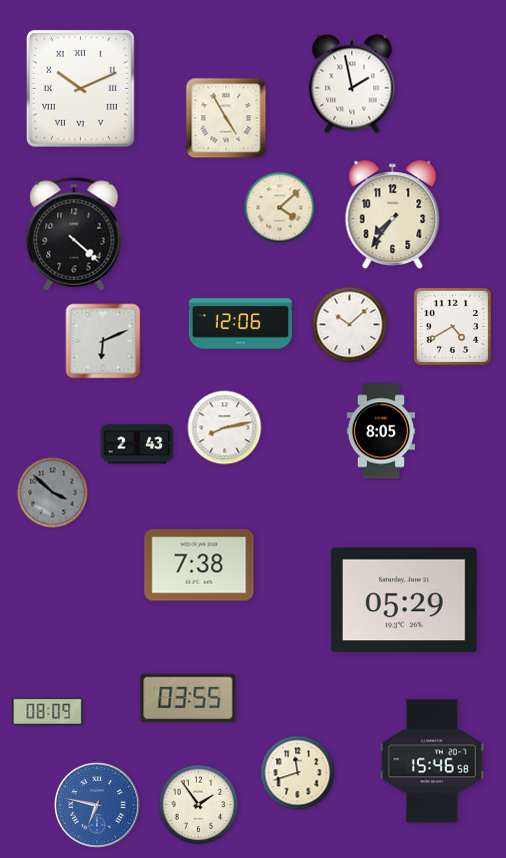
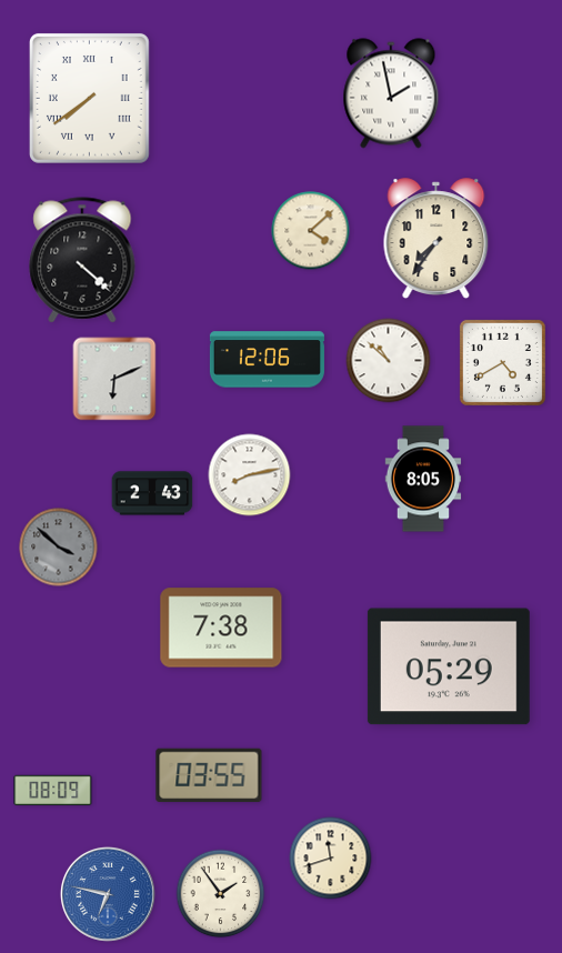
clock at (80, 88): 10:11 -> 7:39
clock at (226, 118): 4:55 -> none
clock at (350, 325): 10:08 -> 10:52
clock at (433, 761): 15:46 -> none
